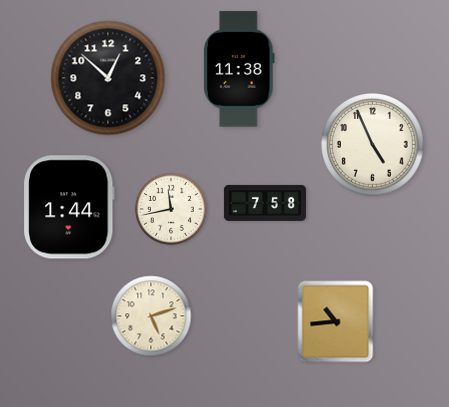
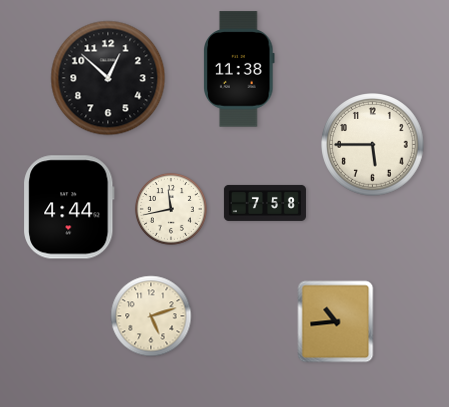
clock at (373, 145): 4:56 -> 5:45
clock at (69, 207): 1:44 -> 4:44
